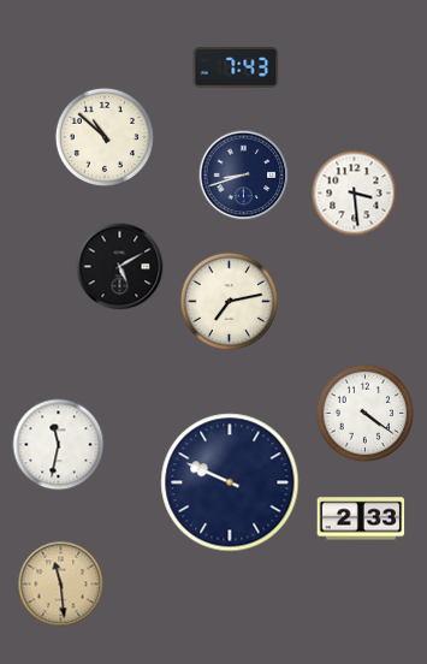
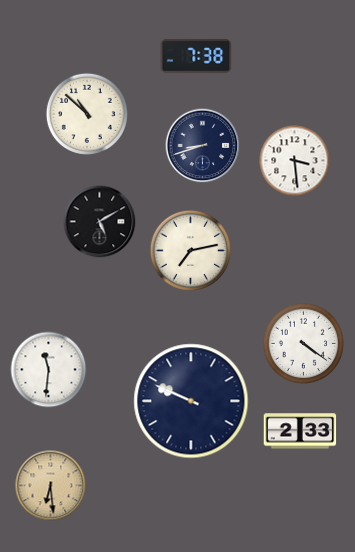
clock at (236, 67): 7:43 -> 7:38
clock at (59, 445): 11:32 -> 11:31
clock at (61, 585): 11:29 -> 6:29
